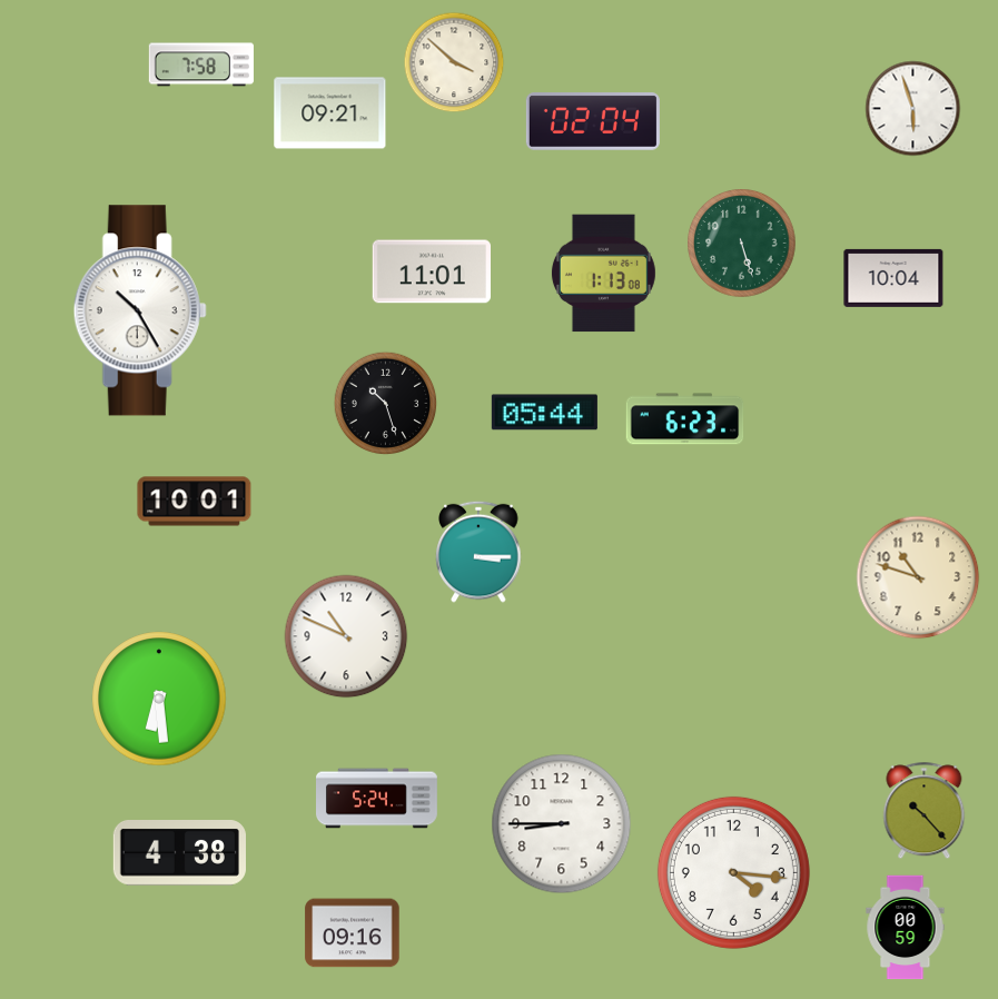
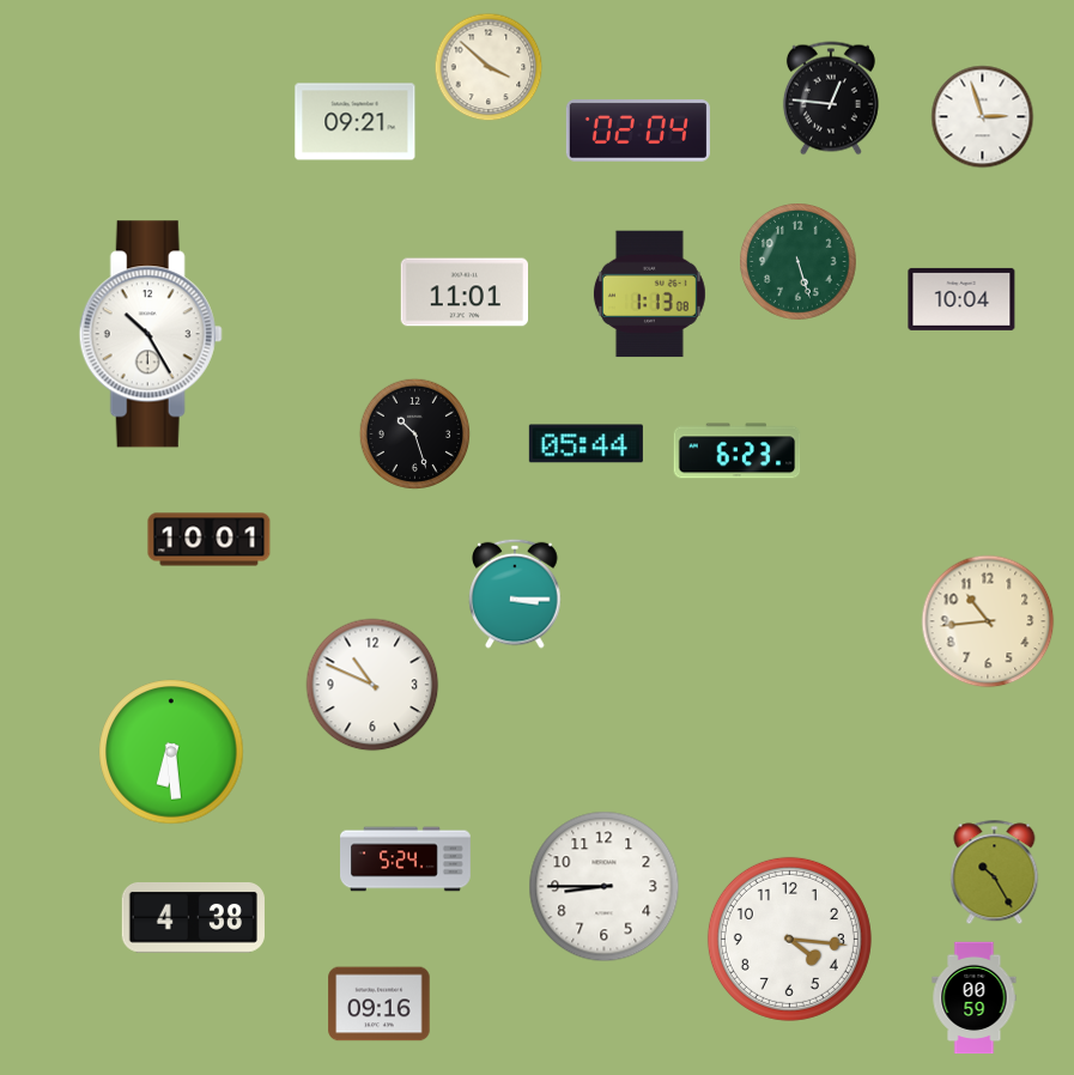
clock at (201, 65): 7:58 -> none
clock at (831, 98): none -> 12:46
clock at (913, 109): 5:57 -> 2:57
clock at (918, 577): 10:48 -> 10:44
clock at (925, 811): 10:23 -> 10:25
